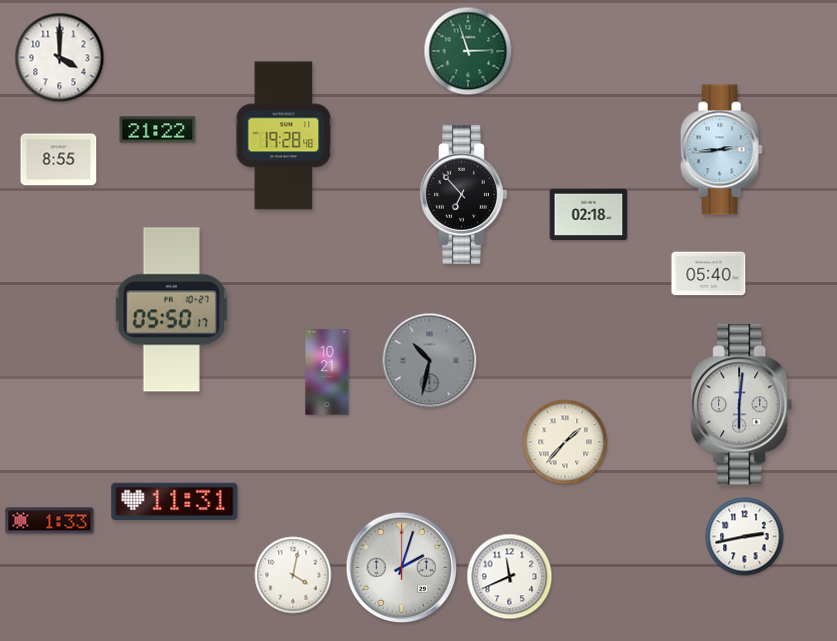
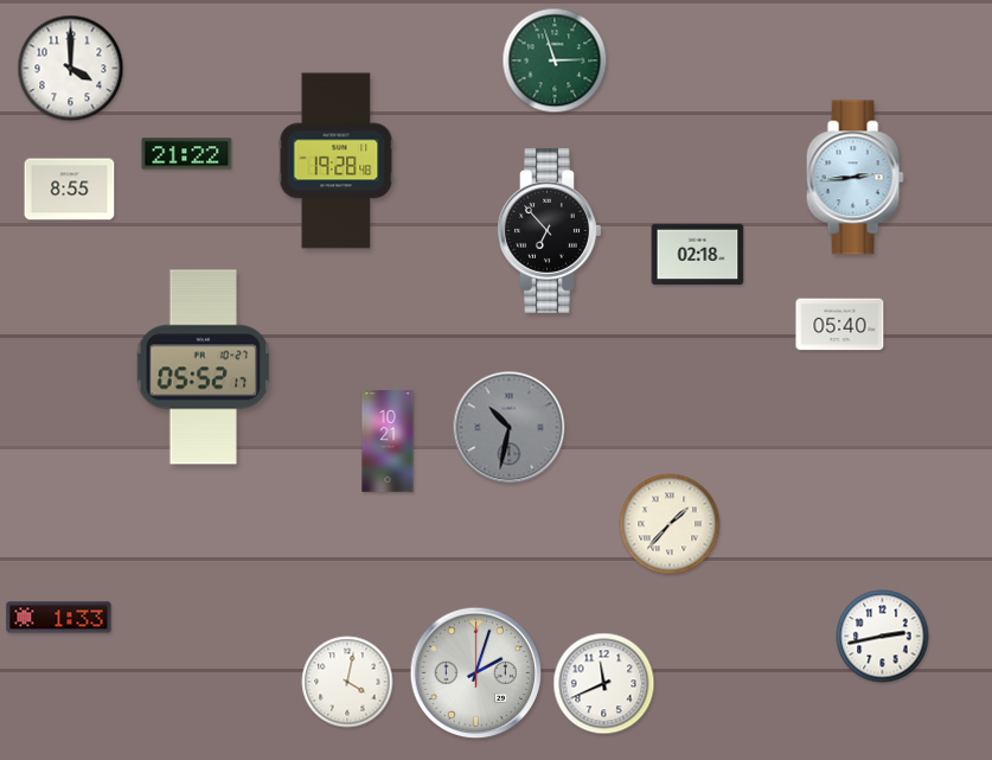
clock at (172, 310): 05:50 -> 05:52
clock at (742, 405): 6:01 -> none
clock at (175, 501): 11:31 -> none
